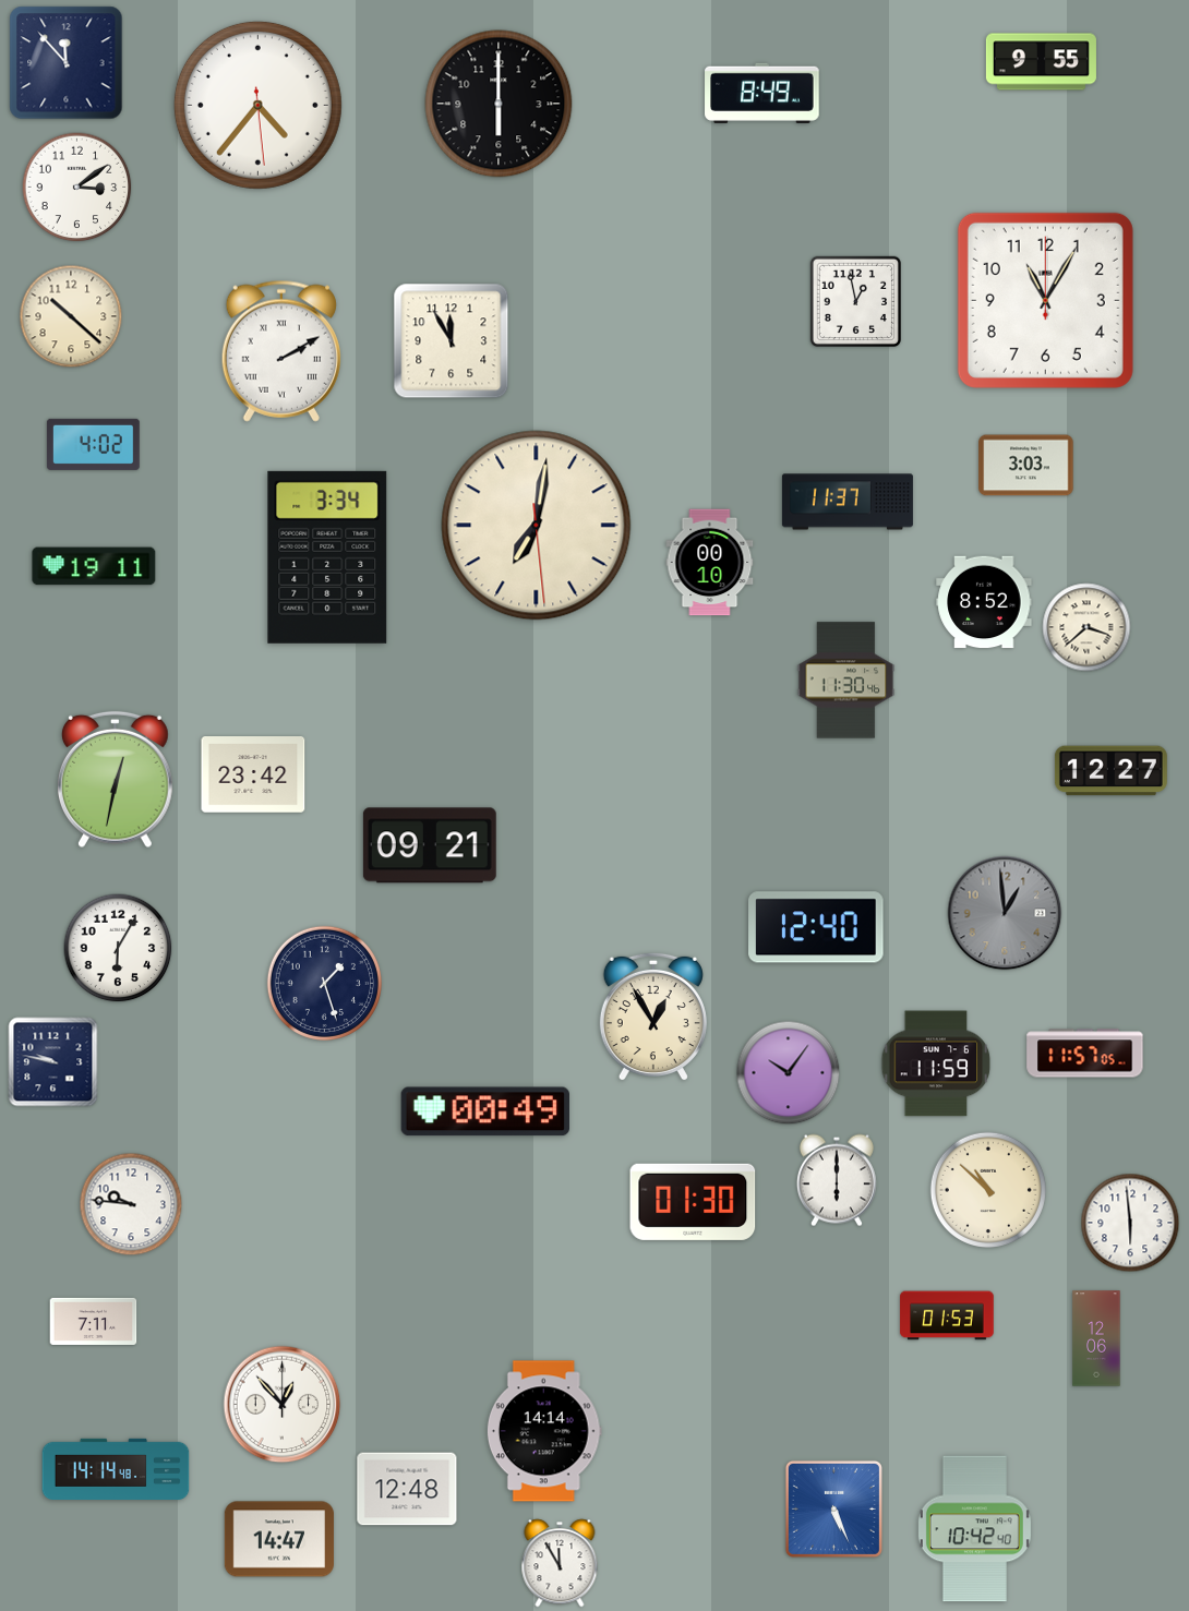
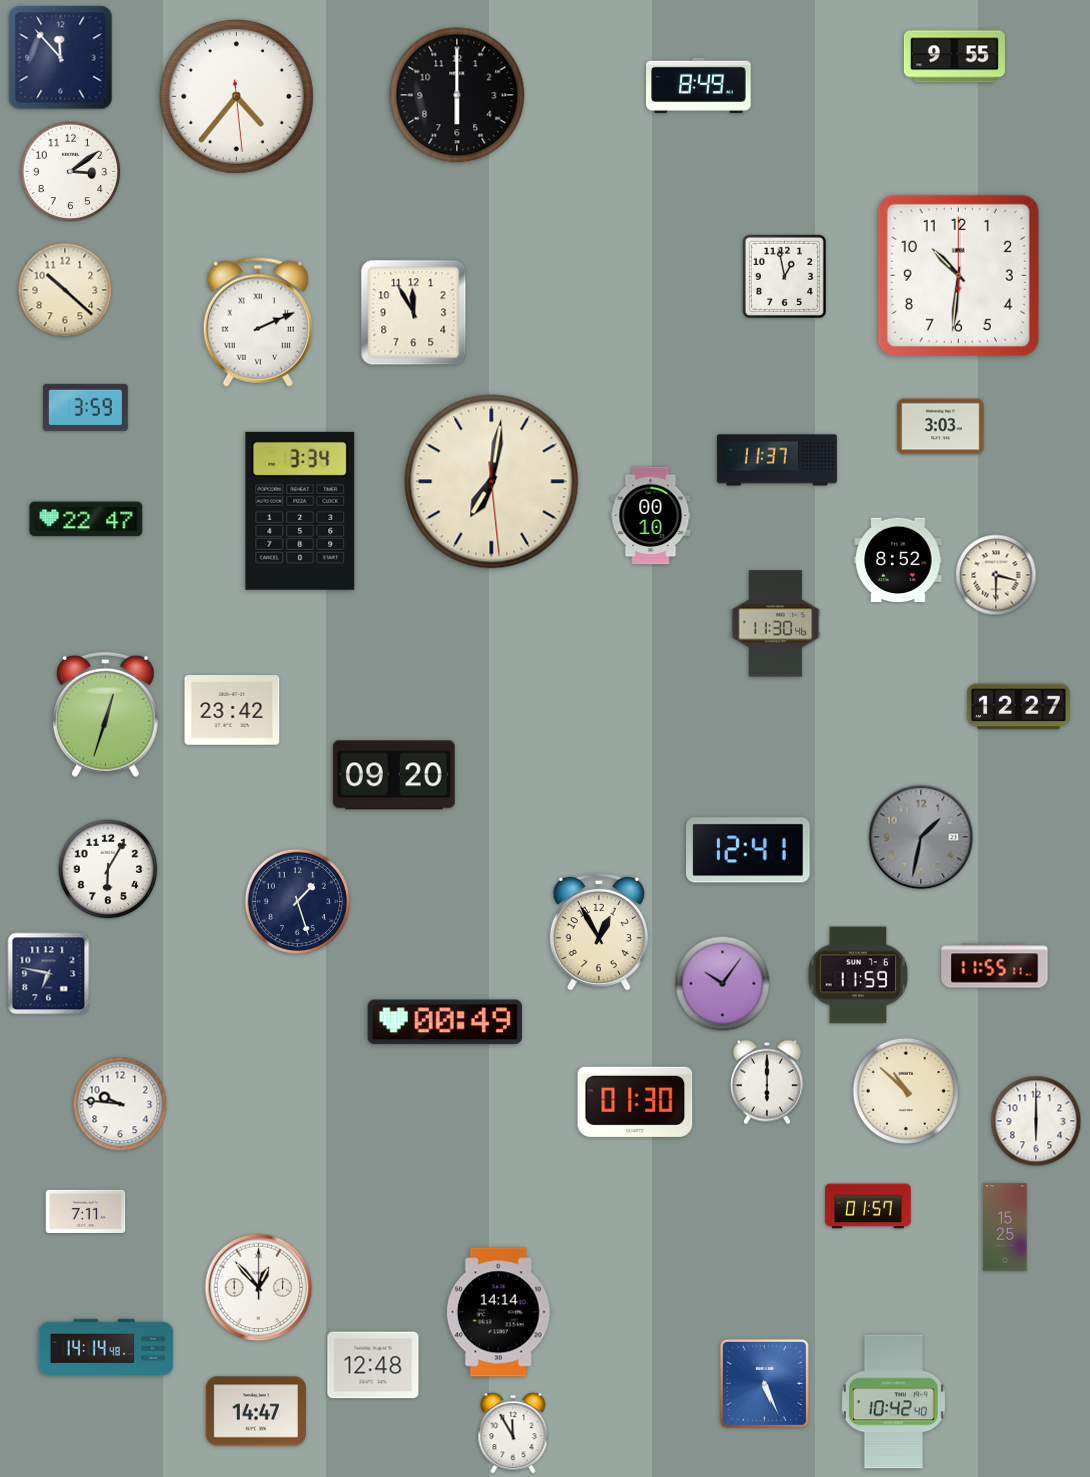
clock at (1045, 300): 11:05 -> 10:31
clock at (281, 351): 2:10 -> 2:11
clock at (93, 444): 4:02 -> 3:59
clock at (94, 566): 19:11 -> 22:47
clock at (984, 602) position: (984, 602) -> (898, 560)
clock at (1086, 627): 3:38 -> 3:30
clock at (115, 780): 12:32 -> 12:33
clock at (430, 845): 09:21 -> 09:20
clock at (1005, 913): 12:59 -> 1:32
clock at (816, 927): 12:40 -> 12:41
clock at (1085, 1054): 11:57 -> 11:55
clock at (53, 1062): 9:47 -> 6:47
clock at (485, 1111) position: (485, 1111) -> (445, 1022)
clock at (1130, 1223): 5:59 -> 6:00
clock at (947, 1315): 01:53 -> 01:57
clock at (1096, 1338): 12:06 -> 15:25
